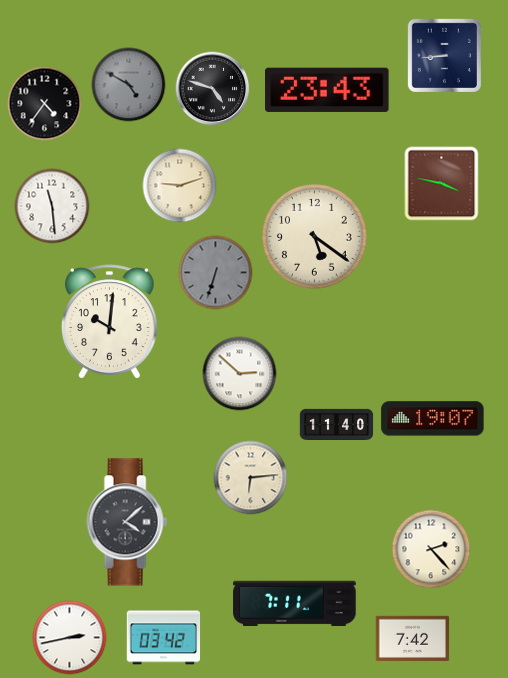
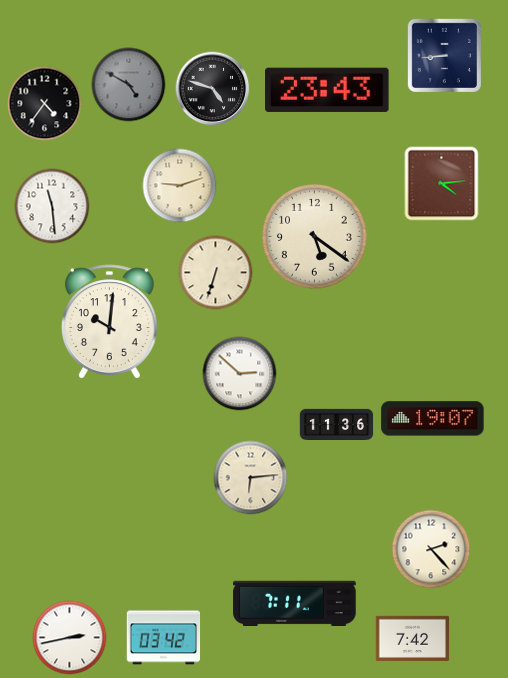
clock at (442, 184): 3:47 -> 4:14
clock at (216, 273) dial: grey -> cream
clock at (337, 424): 11:40 -> 11:36
clock at (127, 522): 4:08 -> none
